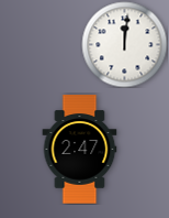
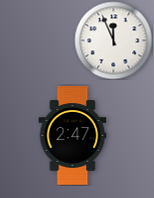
clock at (124, 44): 12:01 -> 11:56
